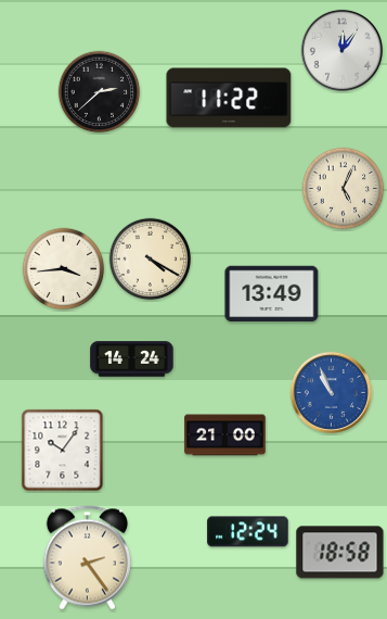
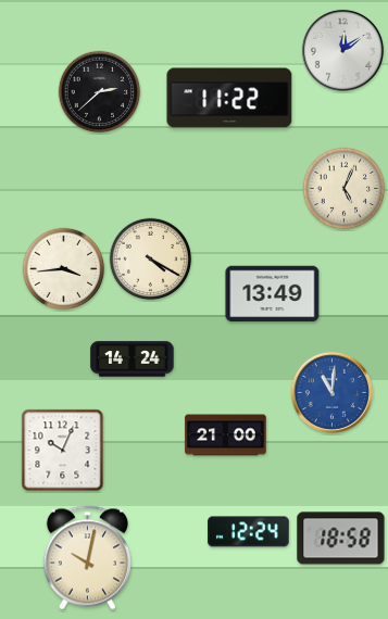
clock at (341, 50): 12:06 -> 12:09
clock at (331, 392): 10:56 -> 11:01
clock at (63, 451): 10:06 -> 10:04
clock at (340, 553) position: (340, 553) -> (341, 539)
clock at (87, 558): 2:24 -> 10:02
